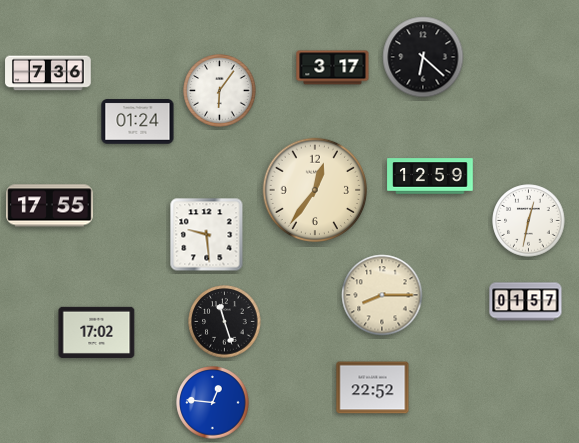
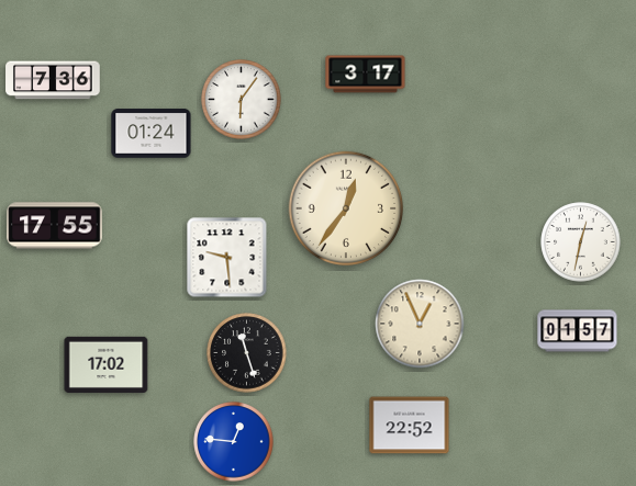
clock at (423, 57): 6:22 -> none
clock at (430, 176): 12:59 -> none
clock at (382, 295): 8:15 -> 12:56
